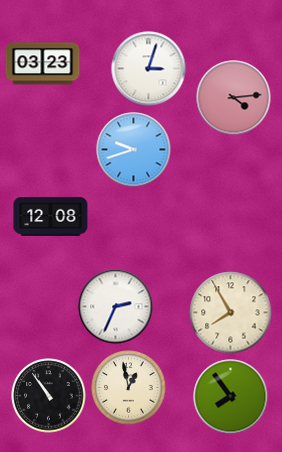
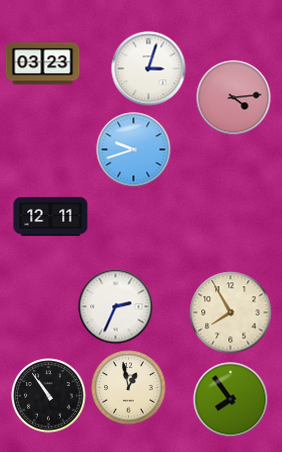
clock at (51, 217): 12:08 -> 12:11
clock at (231, 397) position: (231, 397) -> (231, 400)
